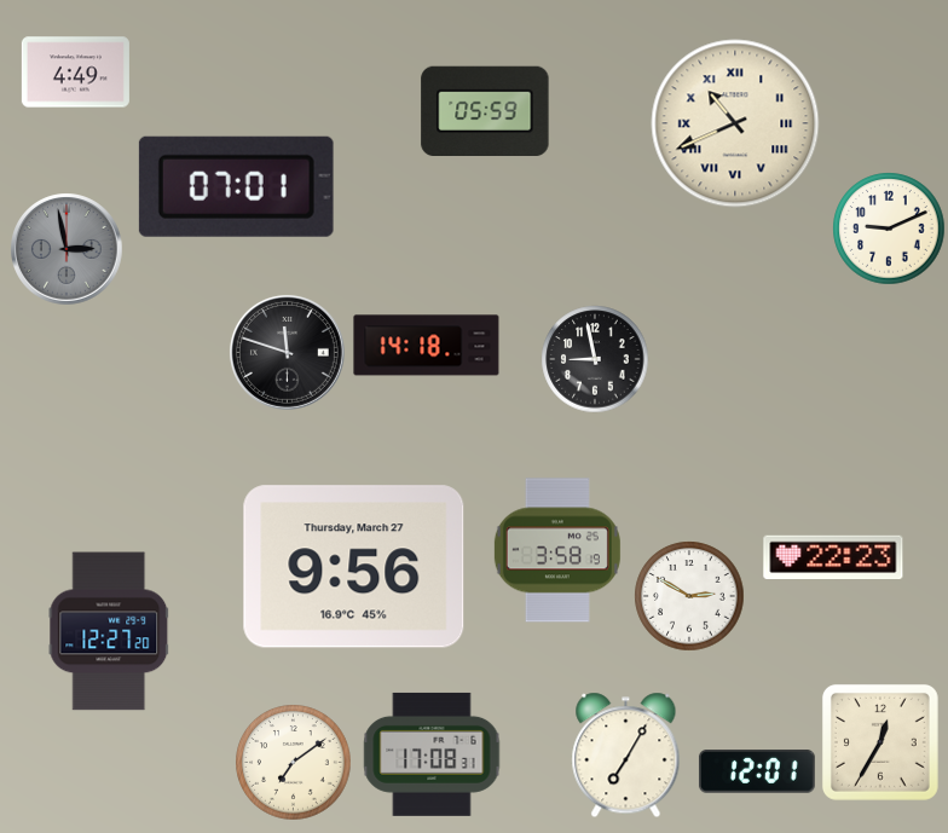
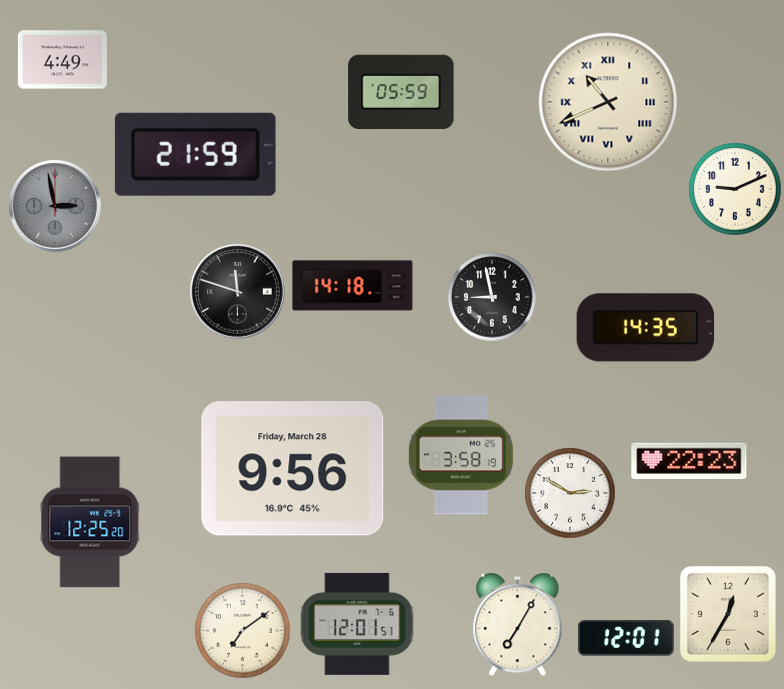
clock at (236, 186): 07:01 -> 21:59
clock at (646, 328): none -> 14:35
clock at (354, 567) date: Thursday, March 27 -> Friday, March 28
clock at (109, 631): 12:27 -> 12:25
clock at (432, 754): 17:08 -> 12:01
